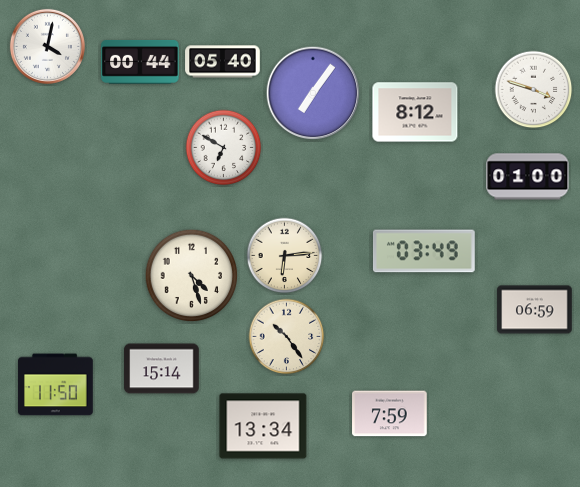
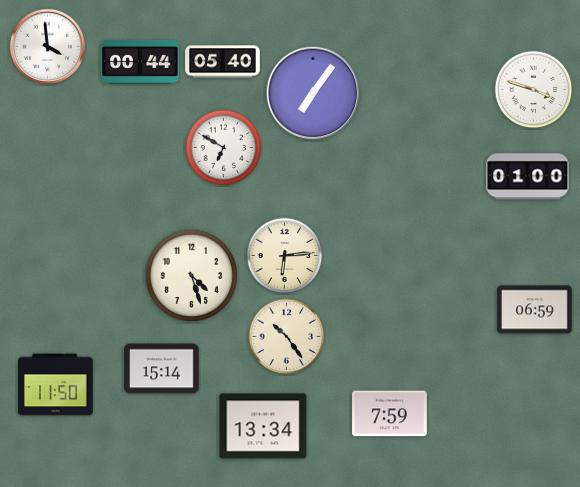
clock at (47, 46): 4:02 -> 3:59
clock at (415, 112): 8:12 -> none
clock at (424, 251): 03:49 -> none
